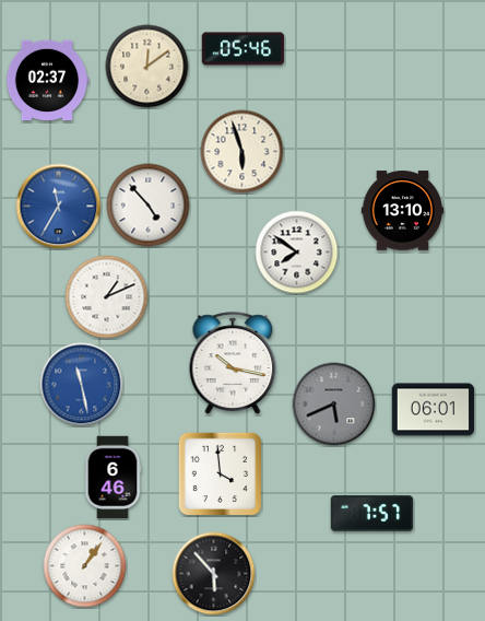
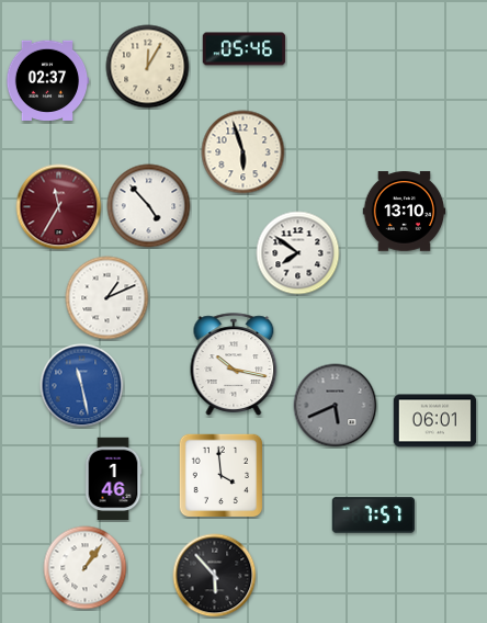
clock at (147, 67): 12:09 -> 12:05
clock at (59, 207) dial: blue -> burgundy
clock at (434, 410) position: (434, 410) -> (435, 421)
clock at (113, 478): 6:46 -> 1:46
